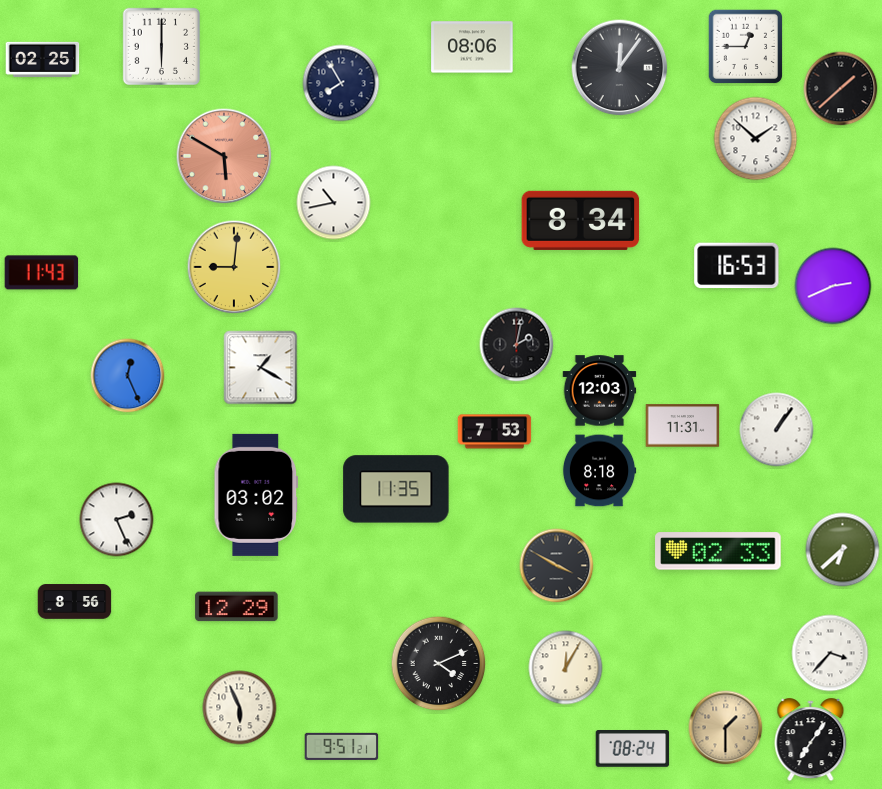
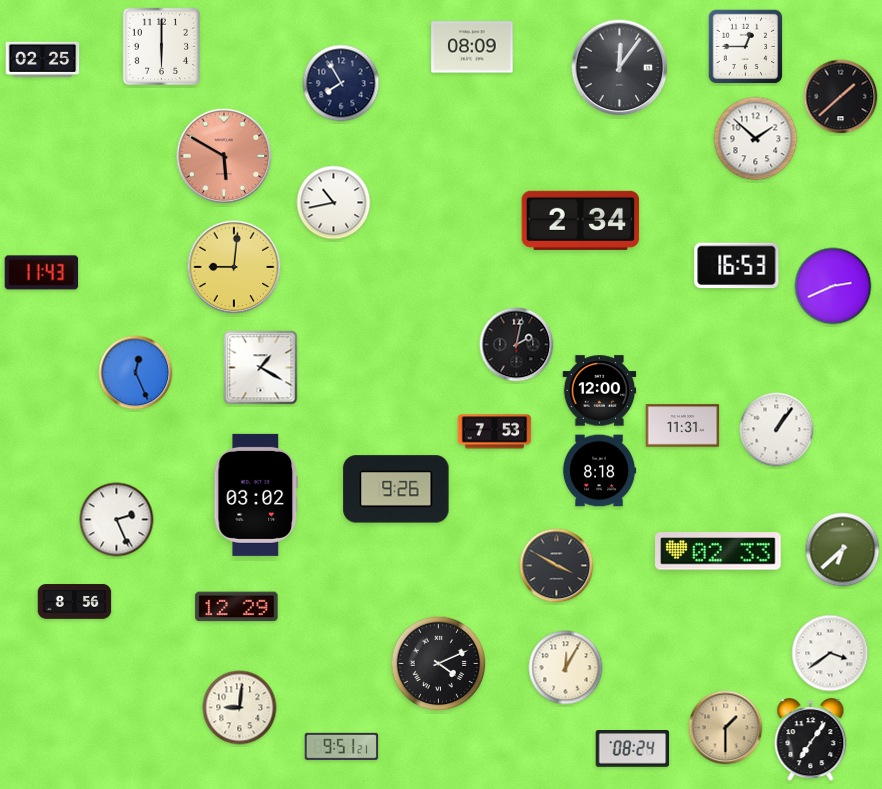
clock at (472, 47): 08:06 -> 08:09
clock at (841, 89) position: (841, 89) -> (841, 97)
clock at (581, 220): 8:34 -> 2:34
clock at (128, 376) position: (128, 376) -> (136, 373)
clock at (600, 391): 12:03 -> 12:00
clock at (396, 489): 11:35 -> 9:26
clock at (830, 653): 3:37 -> 3:39
clock at (240, 708): 5:56 -> 9:01
